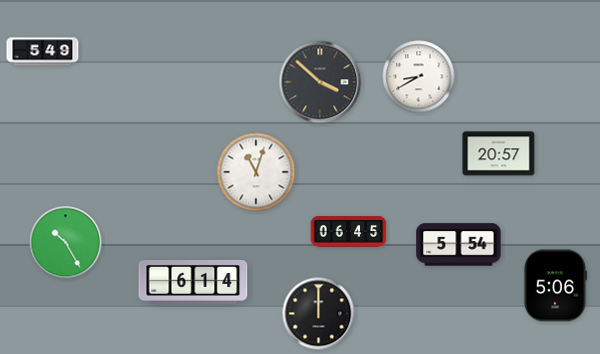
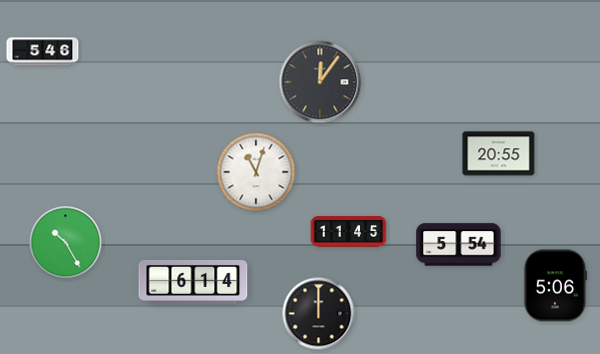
clock at (43, 52): 5:49 -> 5:46
clock at (419, 77): 8:40 -> none
clock at (320, 82): 3:52 -> 12:06
clock at (499, 154): 20:57 -> 20:55
clock at (349, 232): 06:45 -> 11:45
